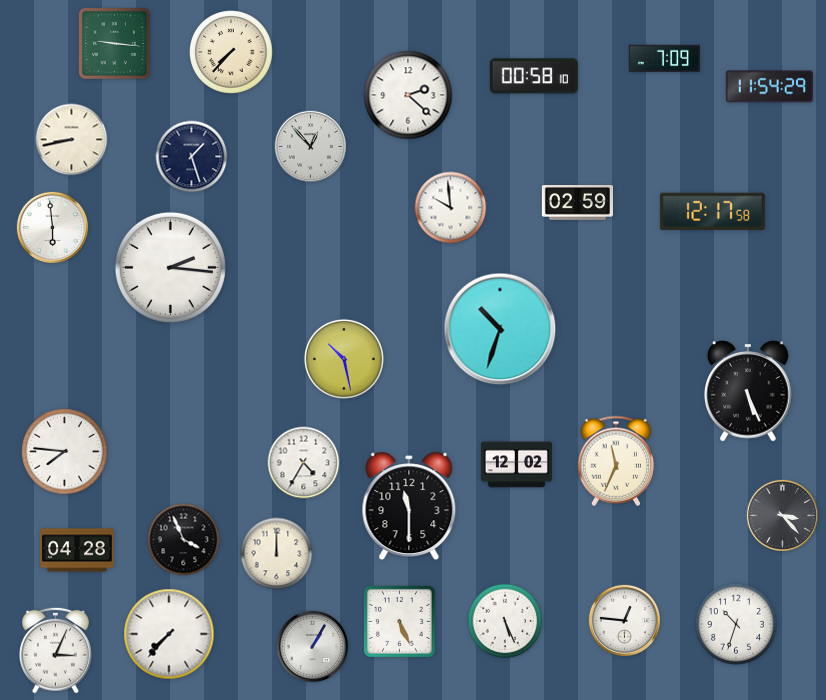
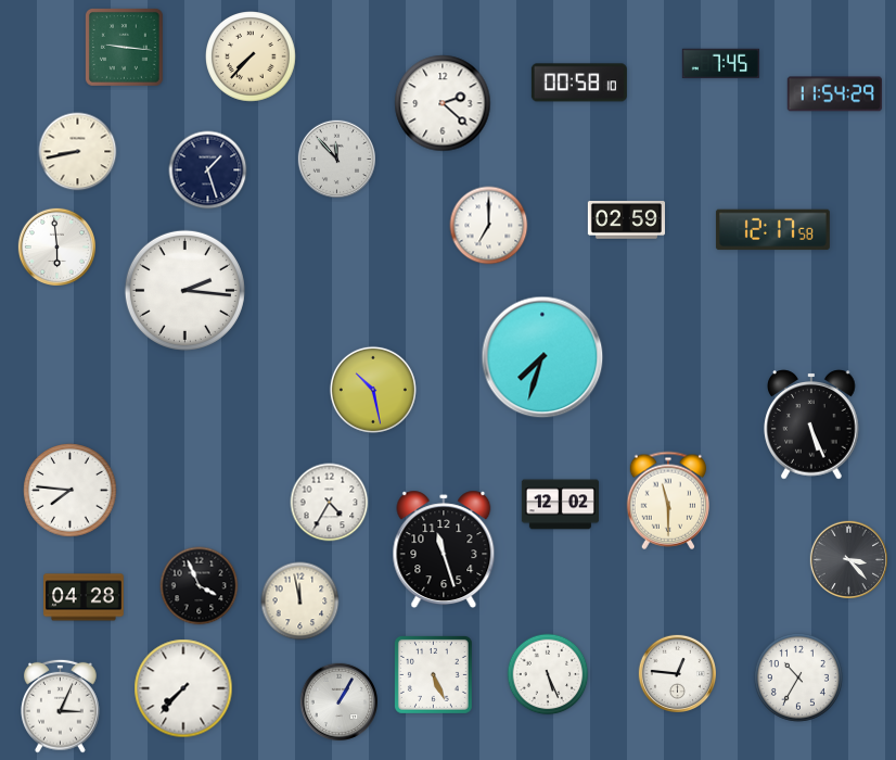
clock at (664, 59): 7:09 -> 7:45
clock at (310, 146): 12:53 -> 11:53
clock at (451, 208): 9:59 -> 7:00
clock at (500, 329): 10:33 -> 7:33
clock at (615, 461): 11:34 -> 11:30
clock at (409, 506): 11:30 -> 11:27
clock at (277, 554): 12:00 -> 11:58
clock at (736, 624): 10:33 -> 10:35
